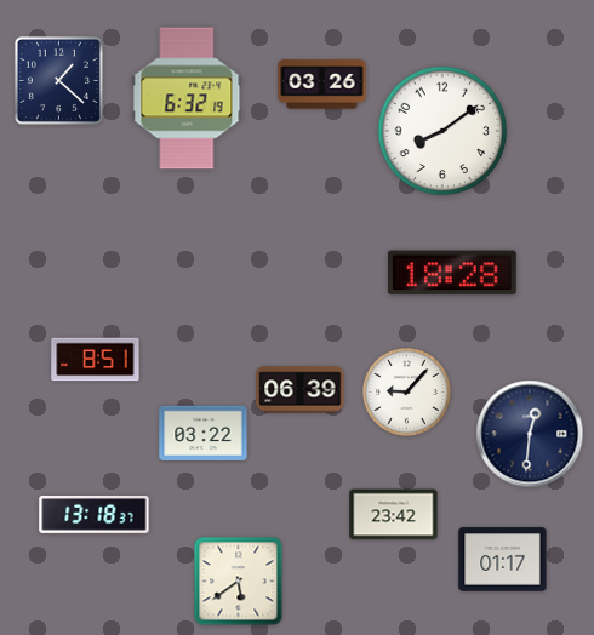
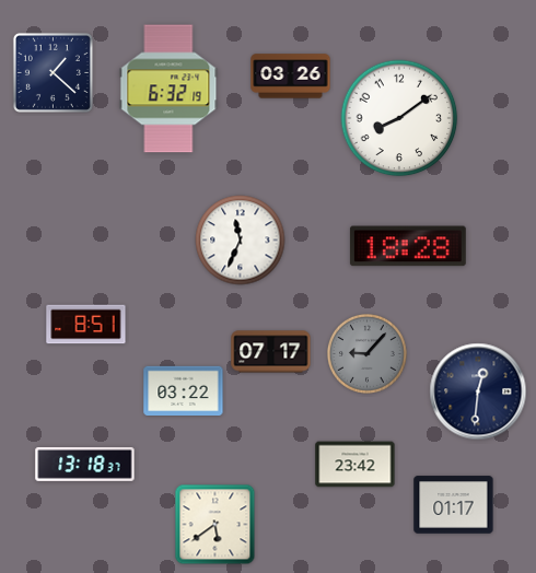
clock at (241, 241): none -> 11:34
clock at (301, 390): 06:39 -> 07:17
clock at (407, 393) dial: white -> grey
